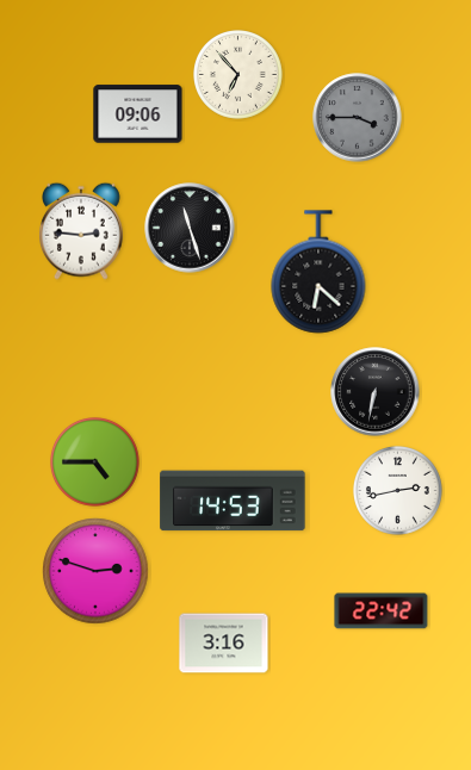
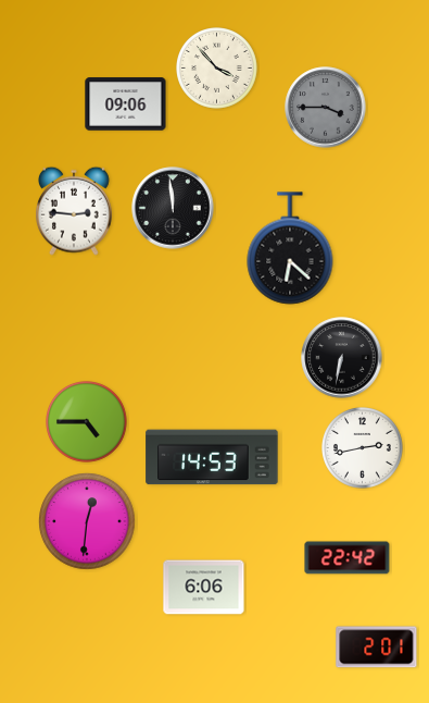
clock at (238, 75): 6:53 -> 3:53
clock at (190, 228): 11:27 -> 11:59
clock at (95, 571): 2:48 -> 12:31
clock at (224, 644): 3:16 -> 6:06
clock at (377, 647): none -> 2:01
